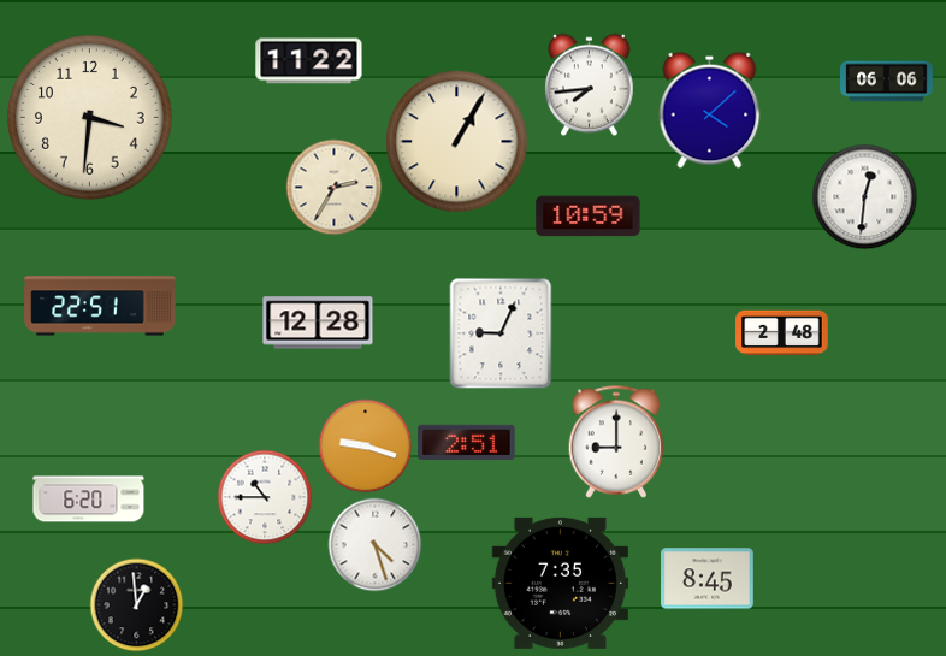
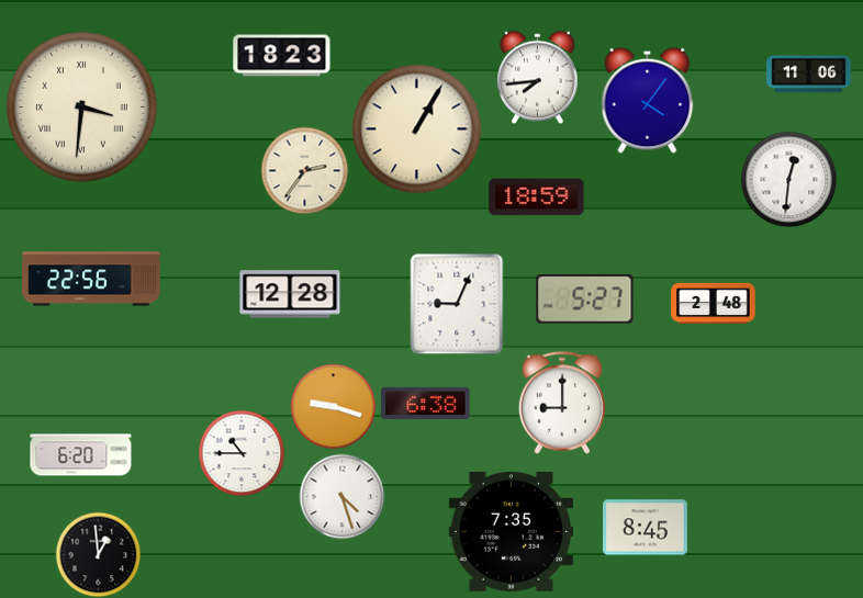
clock at (309, 61): 11:22 -> 18:23
clock at (887, 82): 06:06 -> 11:06
clock at (710, 110): 4:08 -> 4:06
clock at (90, 118) numerals: Arabic -> Roman
clock at (333, 187): 2:35 -> 2:36
clock at (589, 217): 10:59 -> 18:59
clock at (100, 306): 22:51 -> 22:56
clock at (585, 300): none -> 5:27
clock at (467, 442): 2:51 -> 6:38
clock at (136, 604) position: (136, 604) -> (98, 554)
